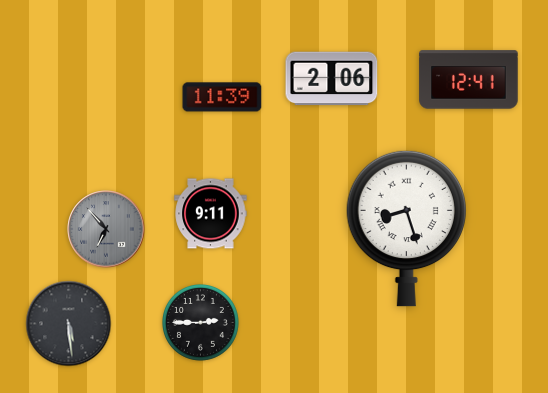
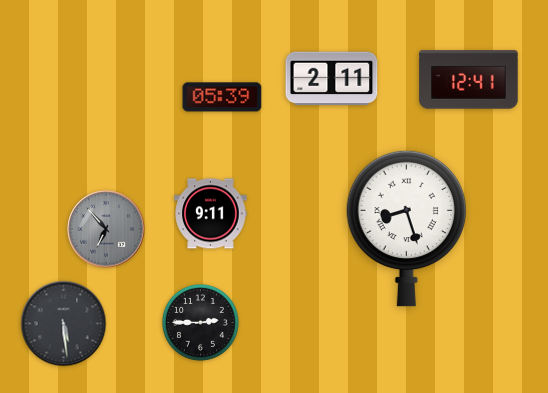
clock at (332, 79): 2:06 -> 2:11
clock at (222, 97): 11:39 -> 05:39
clock at (69, 324) position: (69, 324) -> (64, 324)
